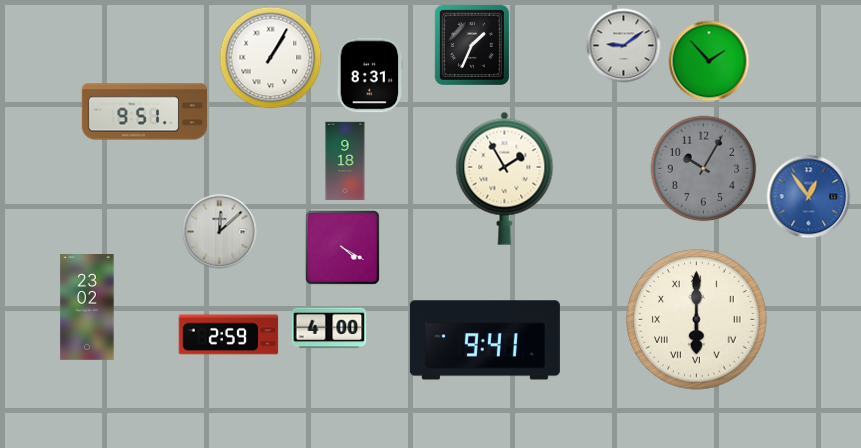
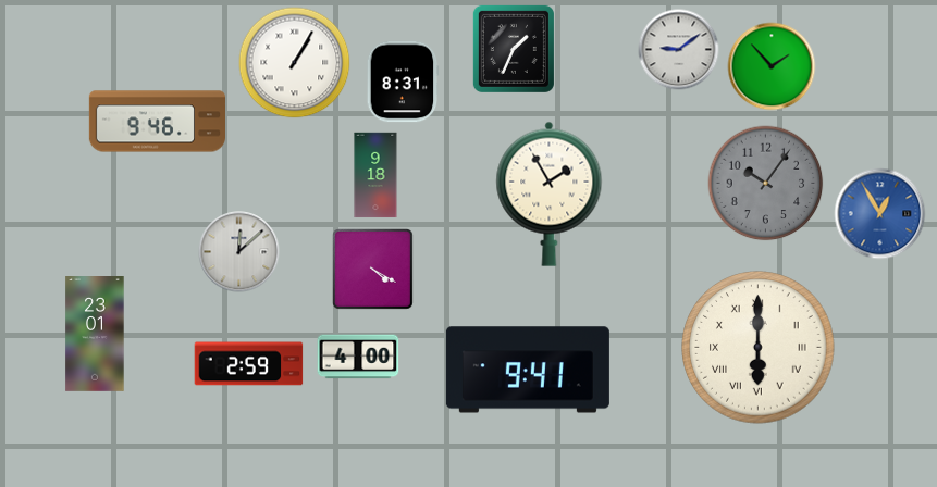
clock at (144, 112): 9:51 -> 9:46
clock at (704, 169): 10:05 -> 10:06
clock at (809, 197): 12:54 -> 12:55
clock at (87, 308): 23:02 -> 23:01
